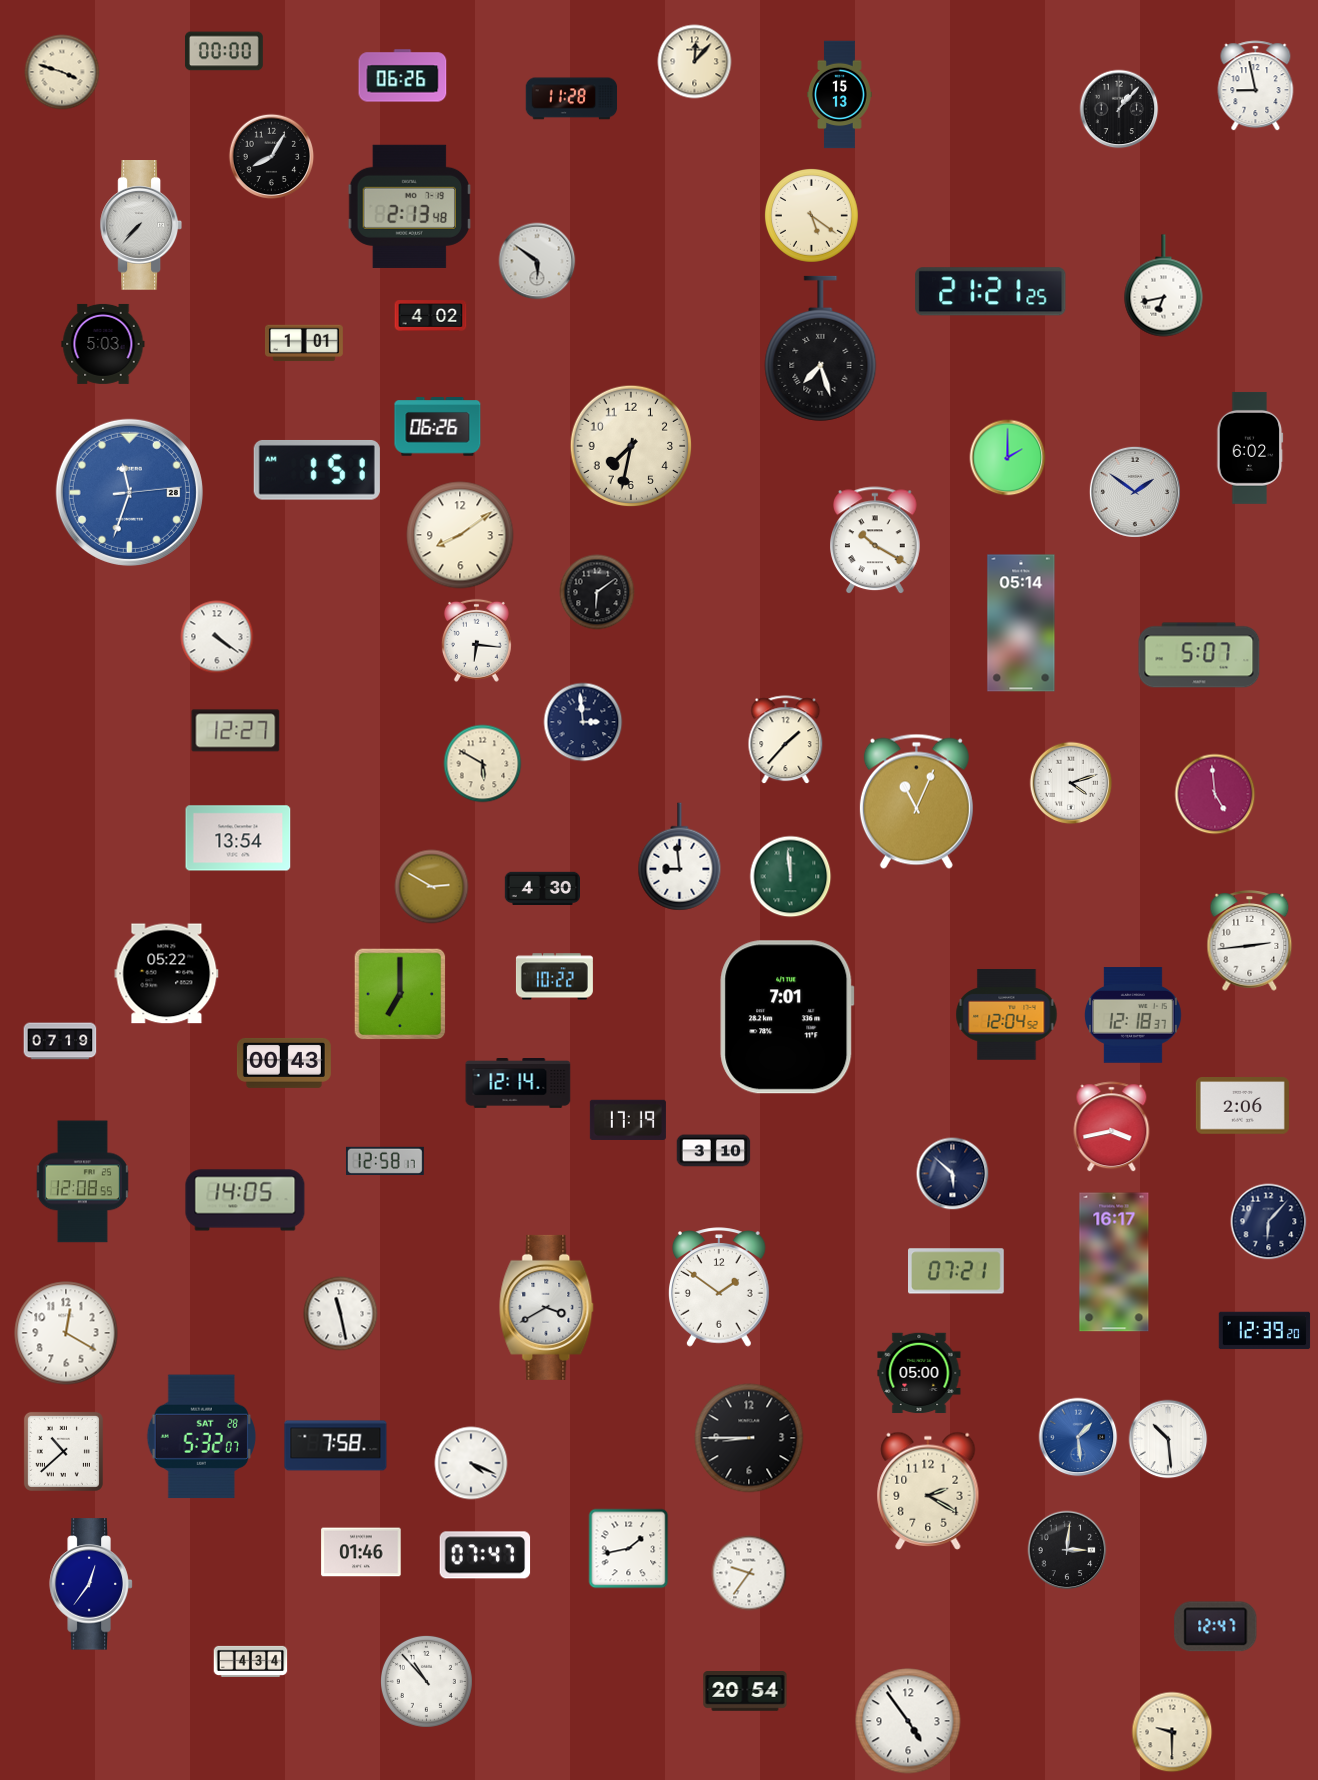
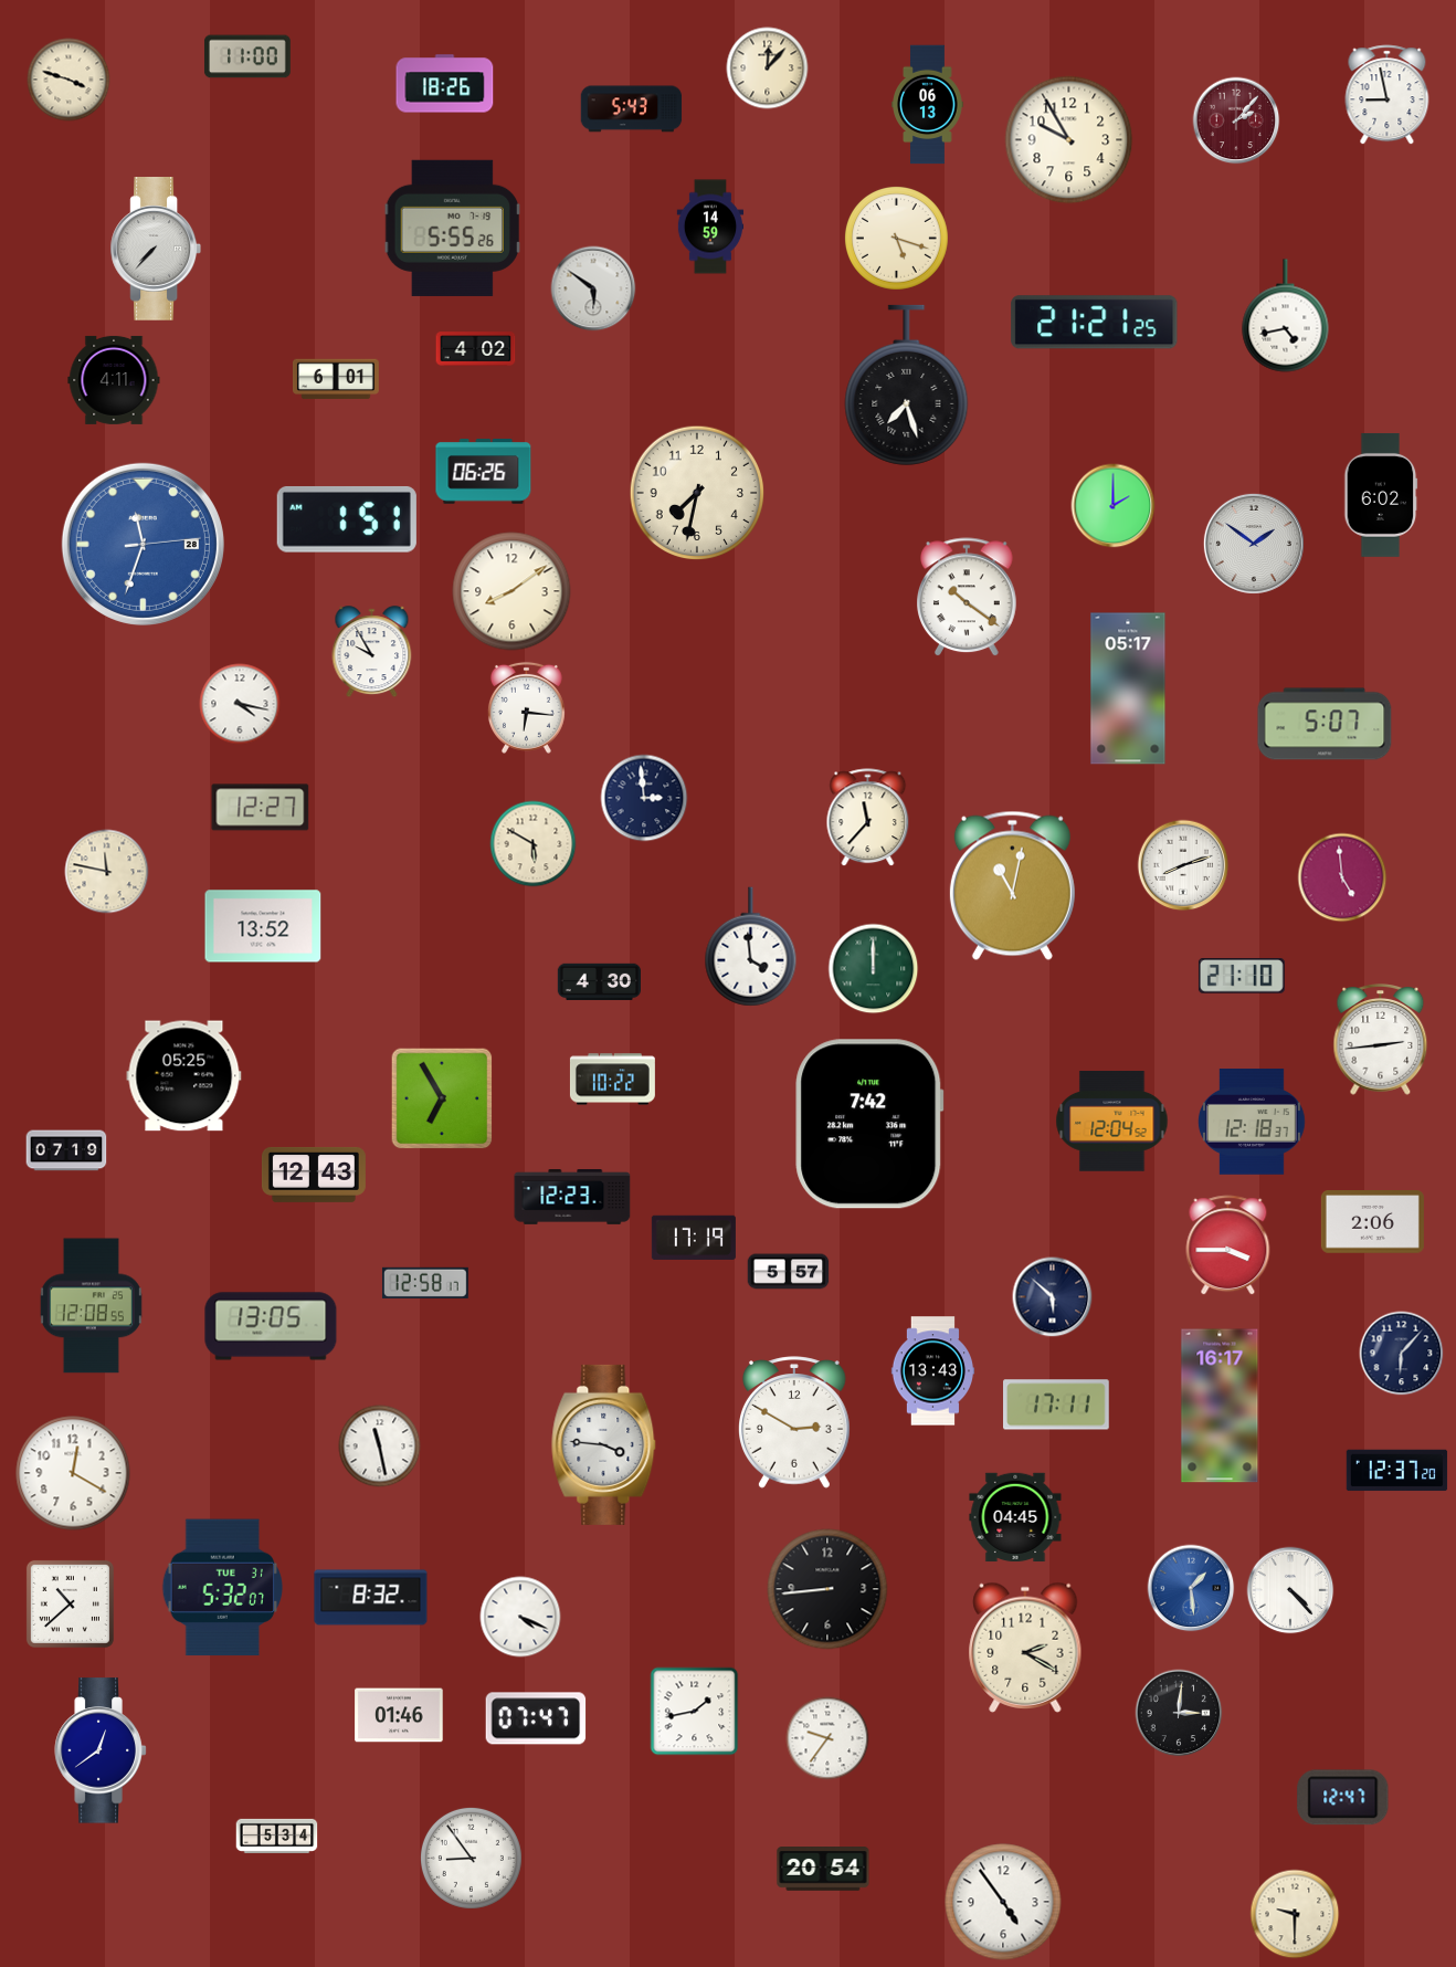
clock at (224, 51): 00:00 -> 11:00
clock at (403, 76): 06:26 -> 18:26
clock at (840, 95): 15:13 -> 06:13
clock at (572, 99): 11:28 -> 5:43
clock at (1119, 109): 1:07 -> 2:07
clock at (1119, 109) dial: black -> burgundy
clock at (1069, 140): none -> 9:55
clock at (272, 157): 8:05 -> none
clock at (710, 227): none -> 14:59
clock at (409, 206): 2:13 -> 5:55
clock at (811, 215): 5:21 -> 5:18
clock at (1164, 286): 6:43 -> 4:43
clock at (305, 343): 1:01 -> 6:01
clock at (103, 344): 5:03 -> 4:11
clock at (317, 470) position: (317, 470) -> (347, 519)
clock at (460, 535) position: (460, 535) -> (511, 591)
clock at (876, 541): 10:20 -> 10:21
clock at (372, 652): none -> 9:55
clock at (597, 592): 6:09 -> none
clock at (1021, 623): 05:14 -> 05:17
clock at (217, 637): 4:21 -> 4:17
clock at (786, 740): 1:37 -> 11:37
clock at (1071, 783): 4:12 -> 8:12
clock at (107, 872): none -> 11:47
clock at (916, 801): 11:04 -> 11:02
clock at (238, 838): 13:54 -> 13:52
clock at (680, 857): 8:59 -> 3:59
clock at (791, 877): 11:59 -> 12:00
clock at (1242, 976): none -> 21:10
clock at (432, 887): 2:50 -> none
clock at (167, 974): 05:22 -> 05:25
clock at (400, 994): 7:00 -> 6:55
clock at (787, 1017): 7:01 -> 7:42
clock at (284, 1063): 00:43 -> 12:43
clock at (518, 1084): 12:14 -> 12:23
clock at (1112, 1127): 3:43 -> 3:45
clock at (714, 1151): 3:10 -> 5:57
clock at (245, 1200): 14:05 -> 13:05
clock at (1269, 1222) position: (1269, 1222) -> (1402, 1354)
clock at (933, 1371): none -> 13:43
clock at (1114, 1262) position: (1114, 1262) -> (1220, 1406)
clock at (957, 1271): 07:21 -> 17:11
clock at (720, 1287): 1:51 -> 2:50
clock at (547, 1307): 3:40 -> 3:46
clock at (341, 1314) position: (341, 1314) -> (380, 1447)
clock at (1265, 1331): 12:39 -> 12:37
clock at (919, 1373): 05:00 -> 04:45
clock at (201, 1437) date: SAT 28 -> TUE 31
clock at (749, 1438): 8:45 -> 8:44
clock at (1168, 1439): 10:29 -> 4:23
clock at (336, 1446): 7:58 -> 8:32
clock at (91, 1584): 12:36 -> 12:39
clock at (251, 1661): 4:34 -> 5:34
clock at (426, 1681): 10:53 -> 8:54
